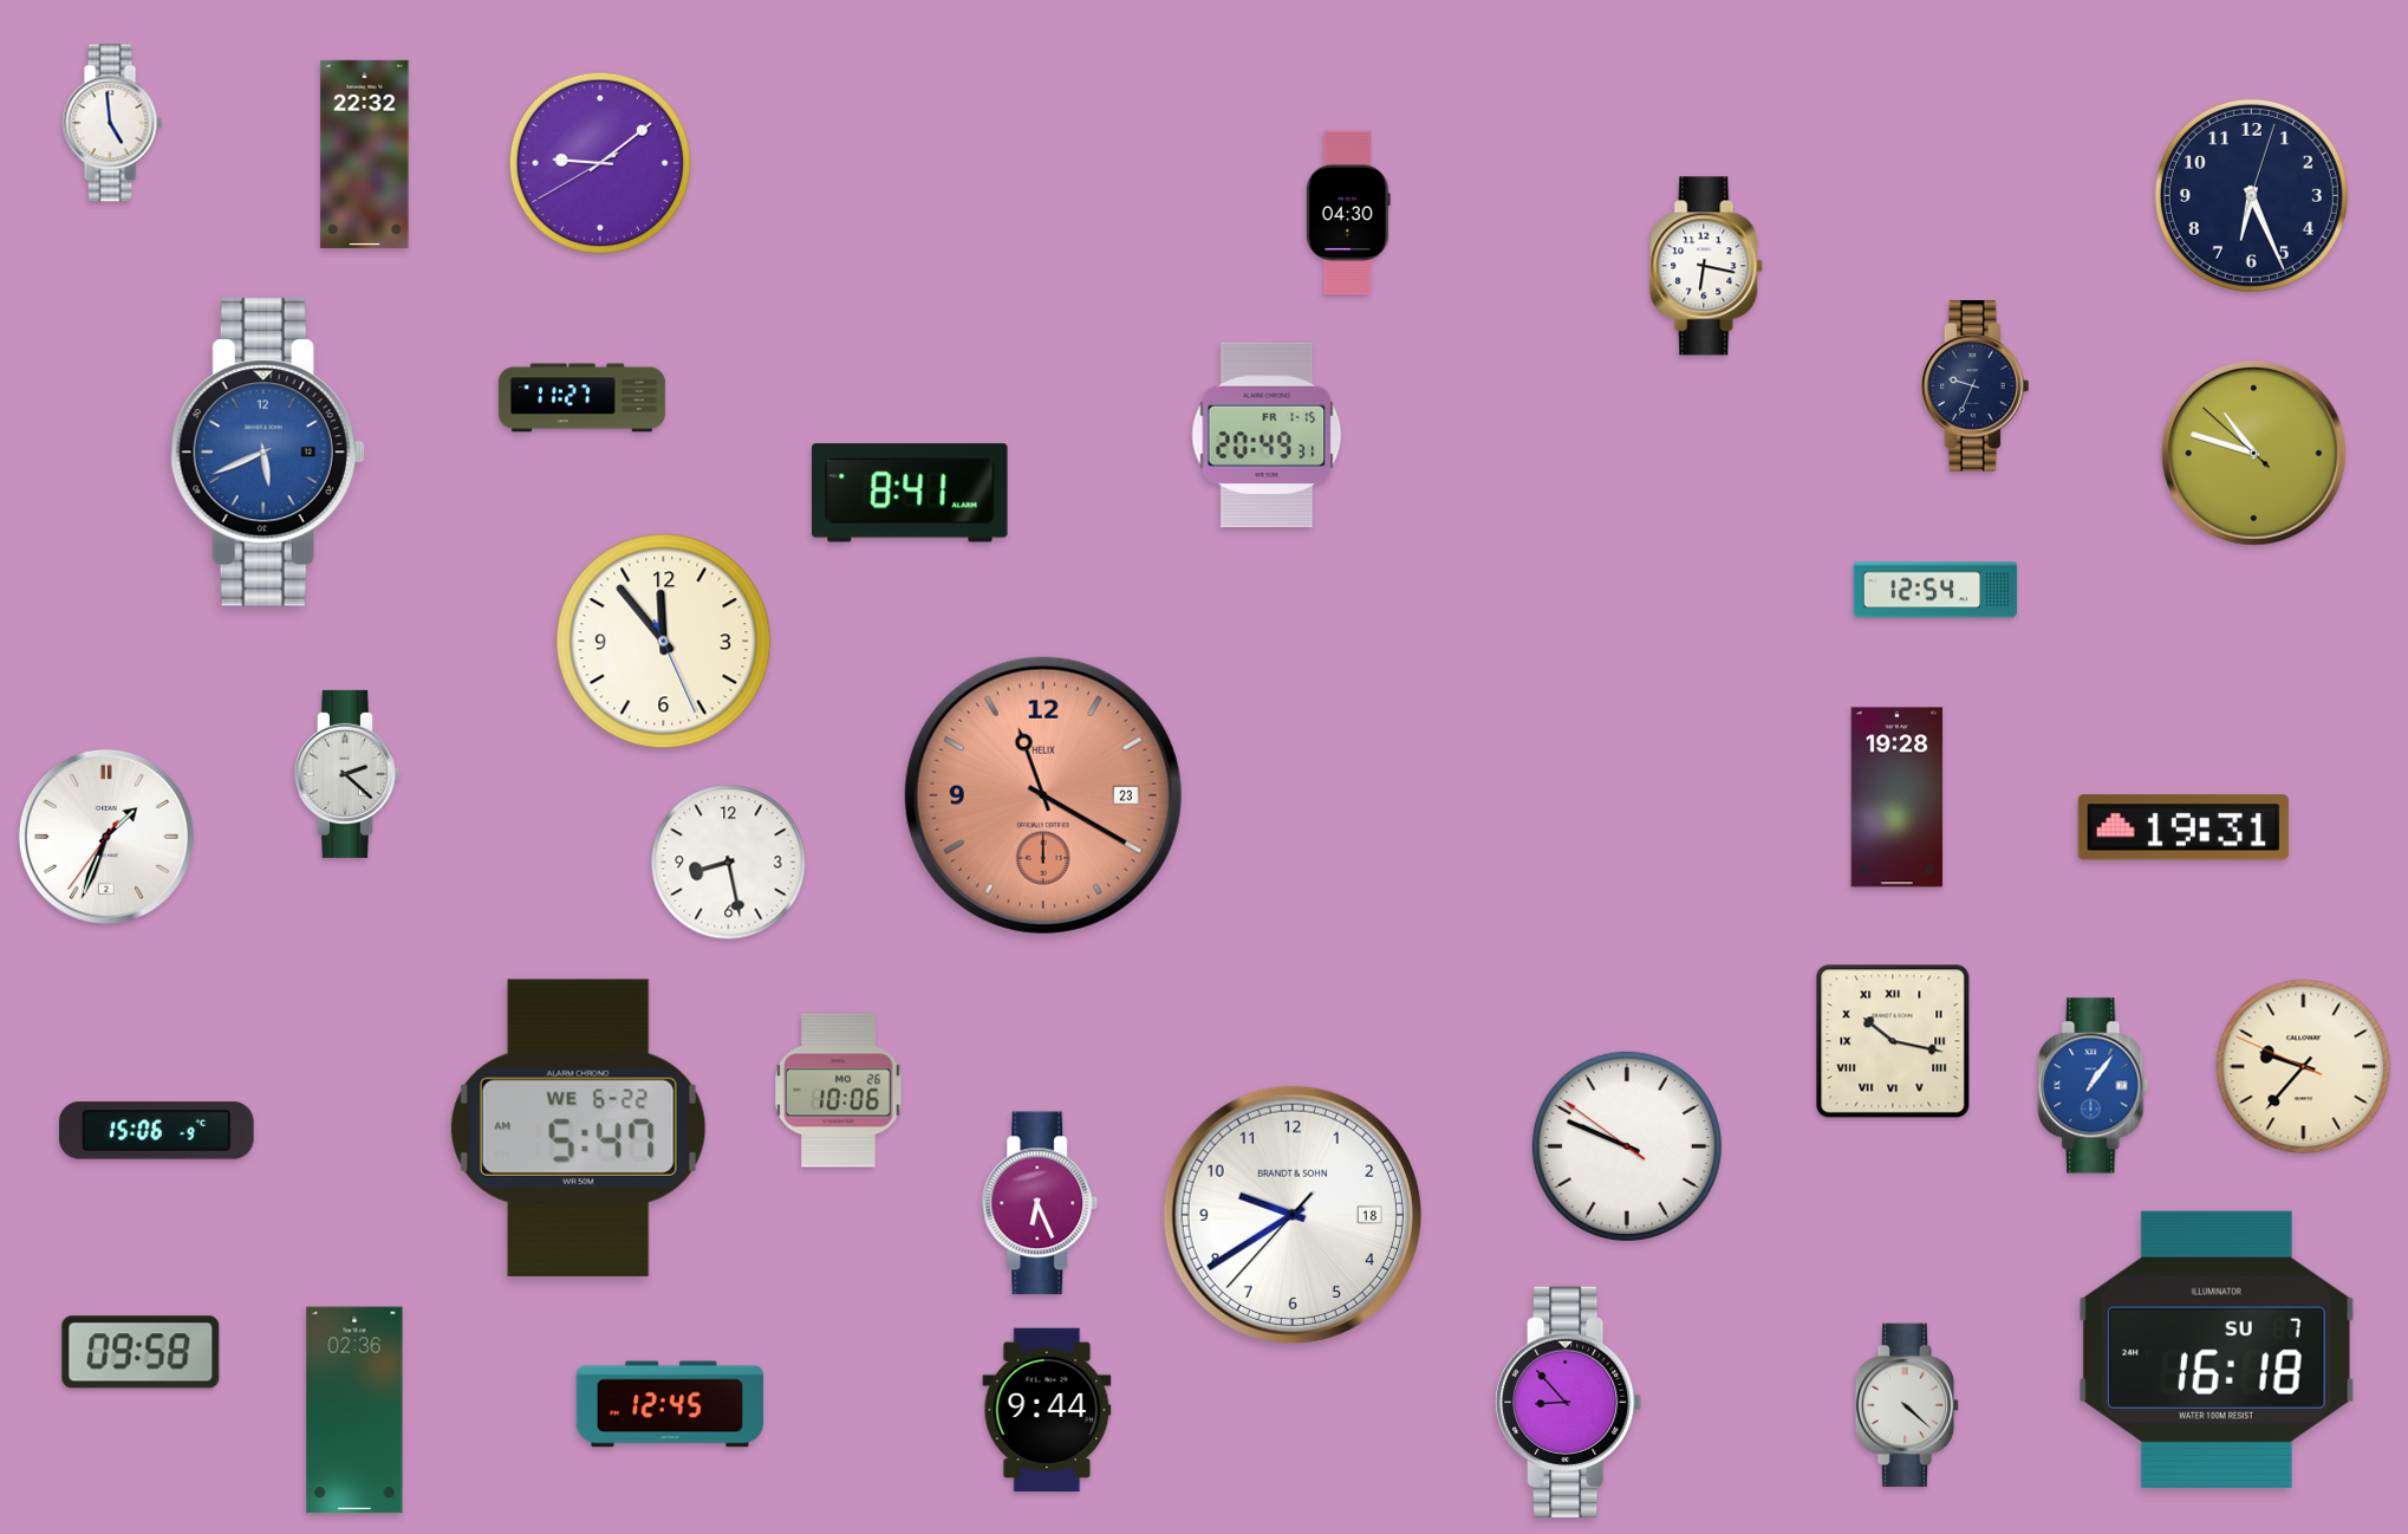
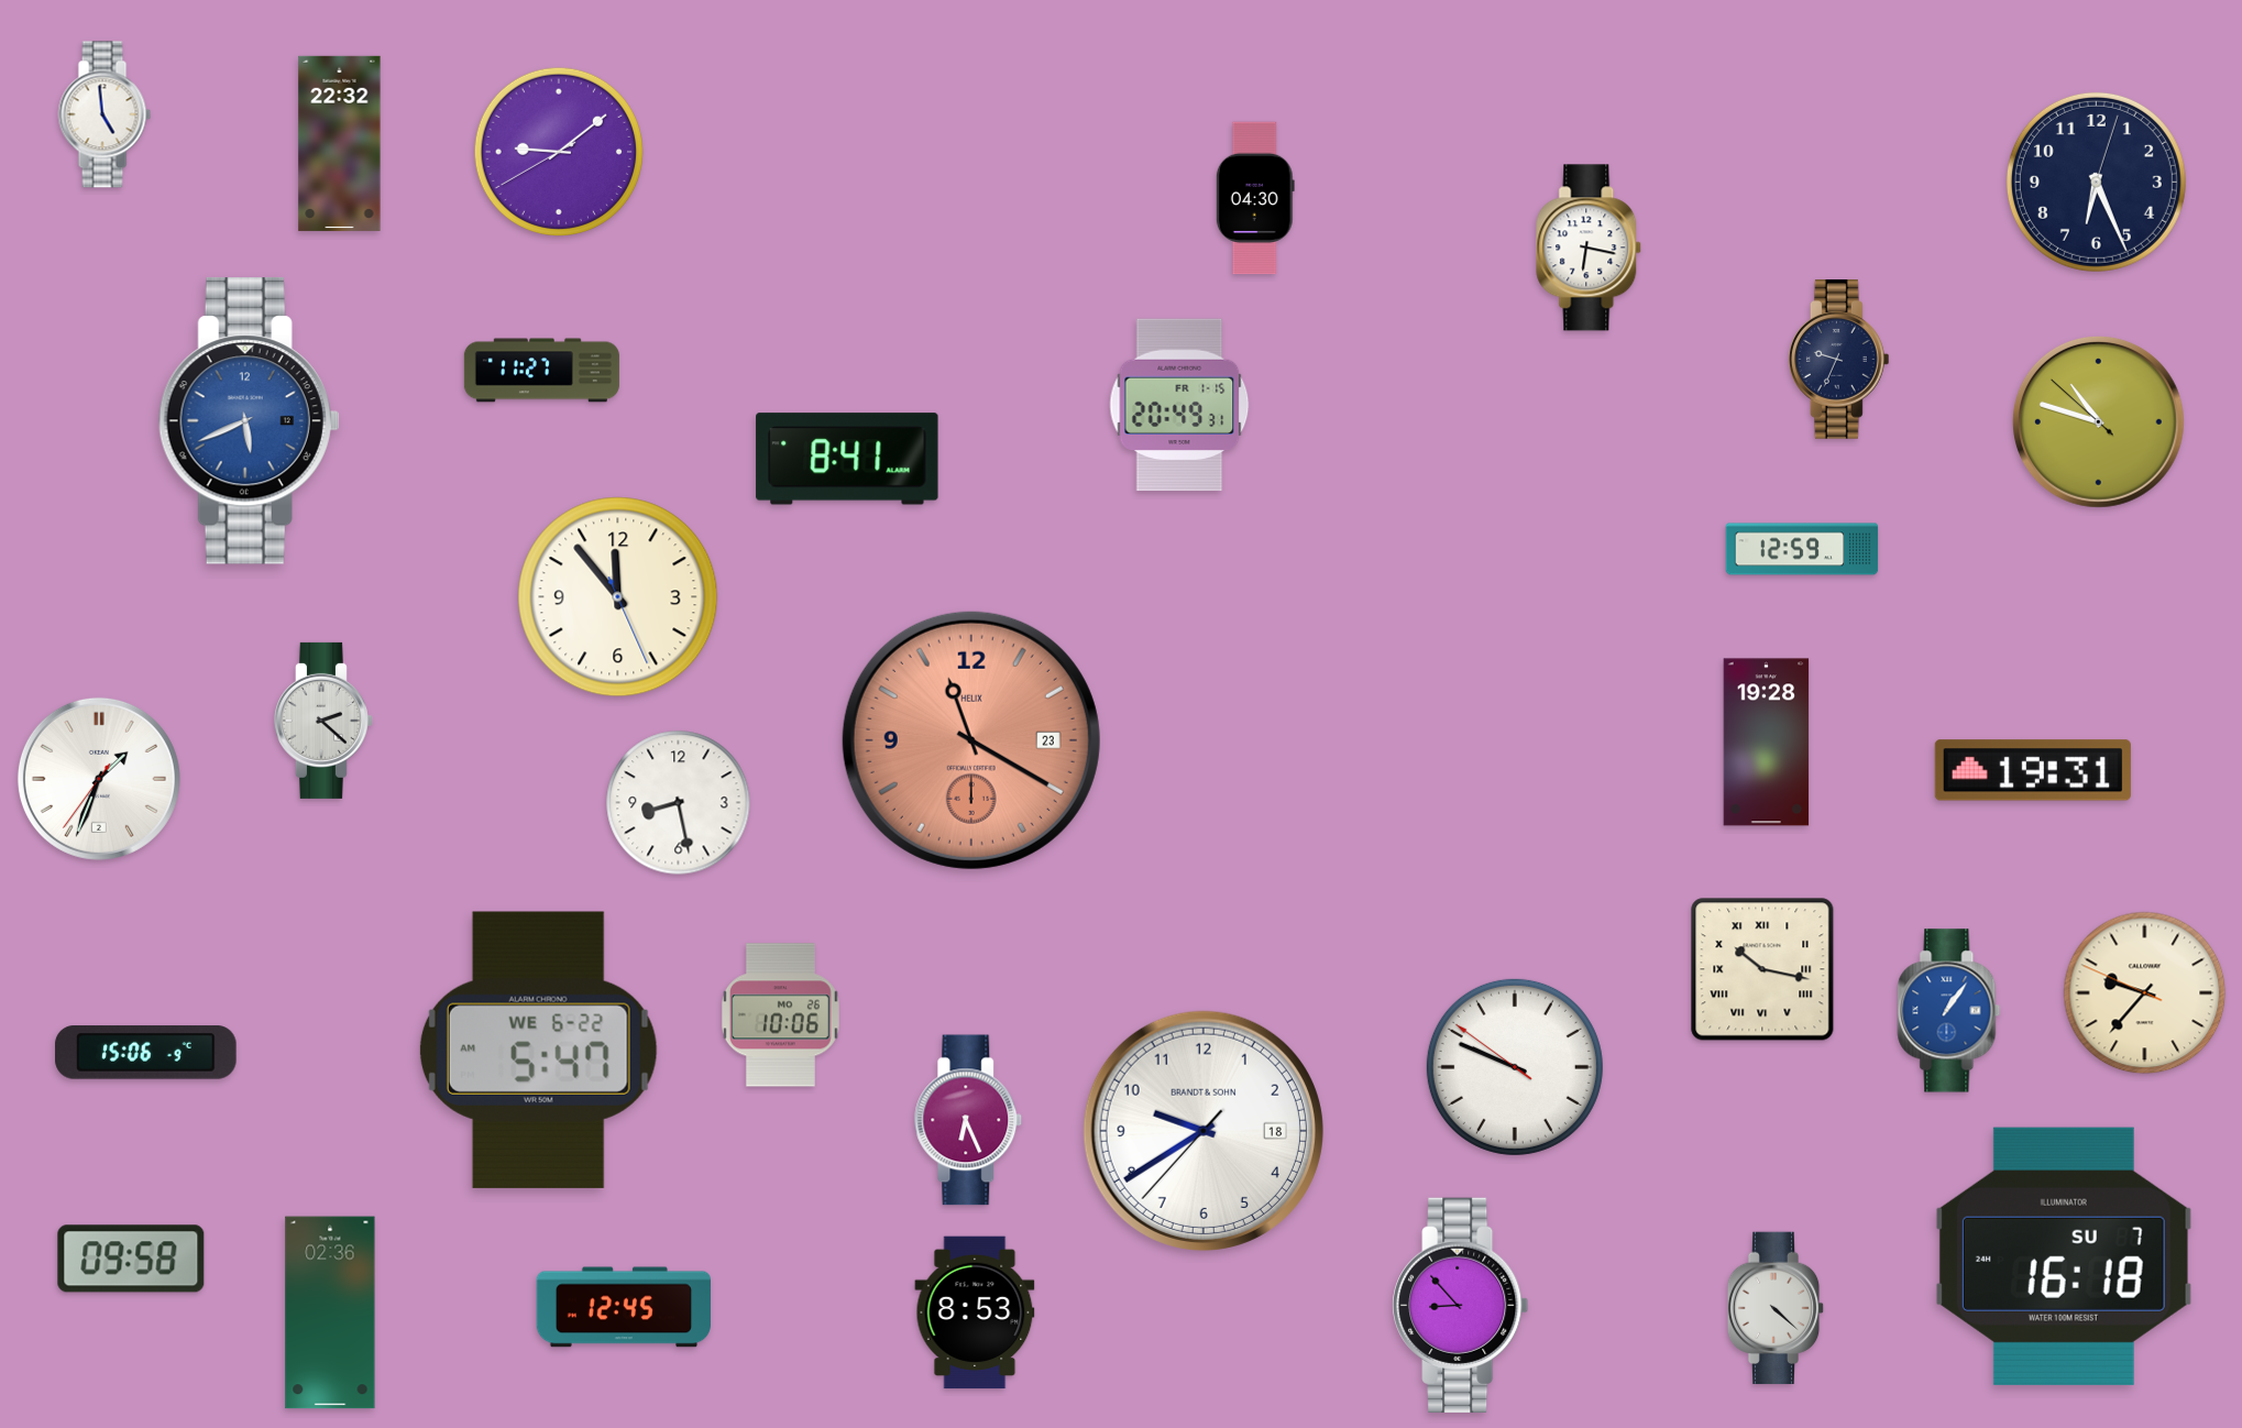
clock at (1935, 590): 12:54 -> 12:59
clock at (1047, 1410): 9:44 -> 8:53
